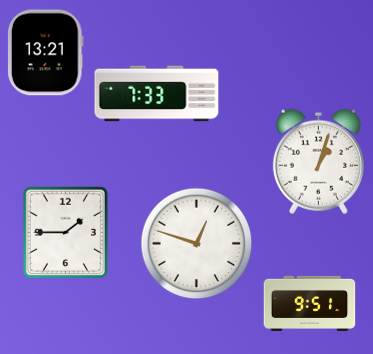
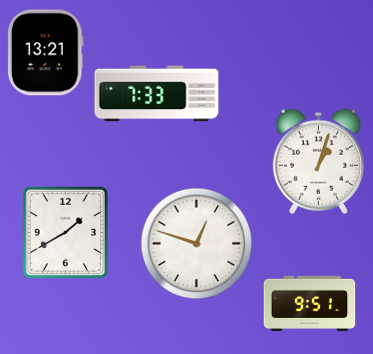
clock at (65, 232): 1:45 -> 1:40
